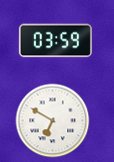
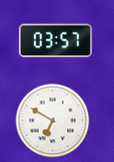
clock at (55, 41): 03:59 -> 03:57
